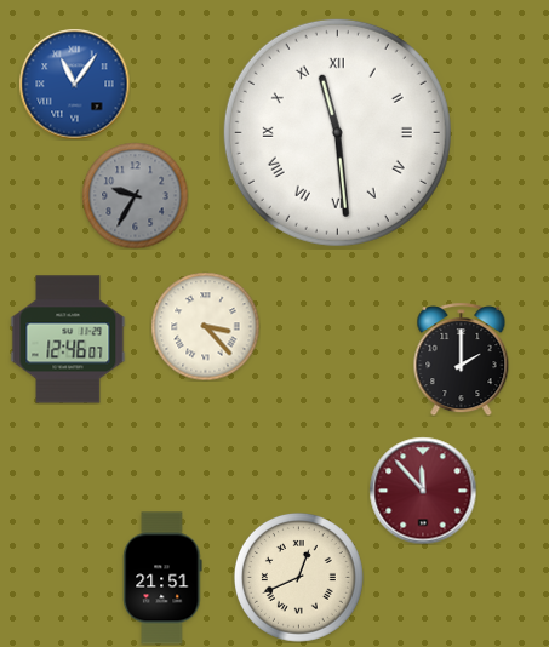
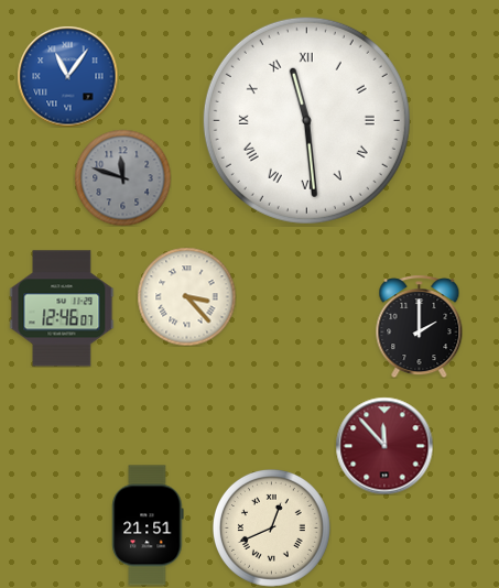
clock at (135, 195): 9:35 -> 11:48
clock at (298, 577) position: (298, 577) -> (271, 527)
